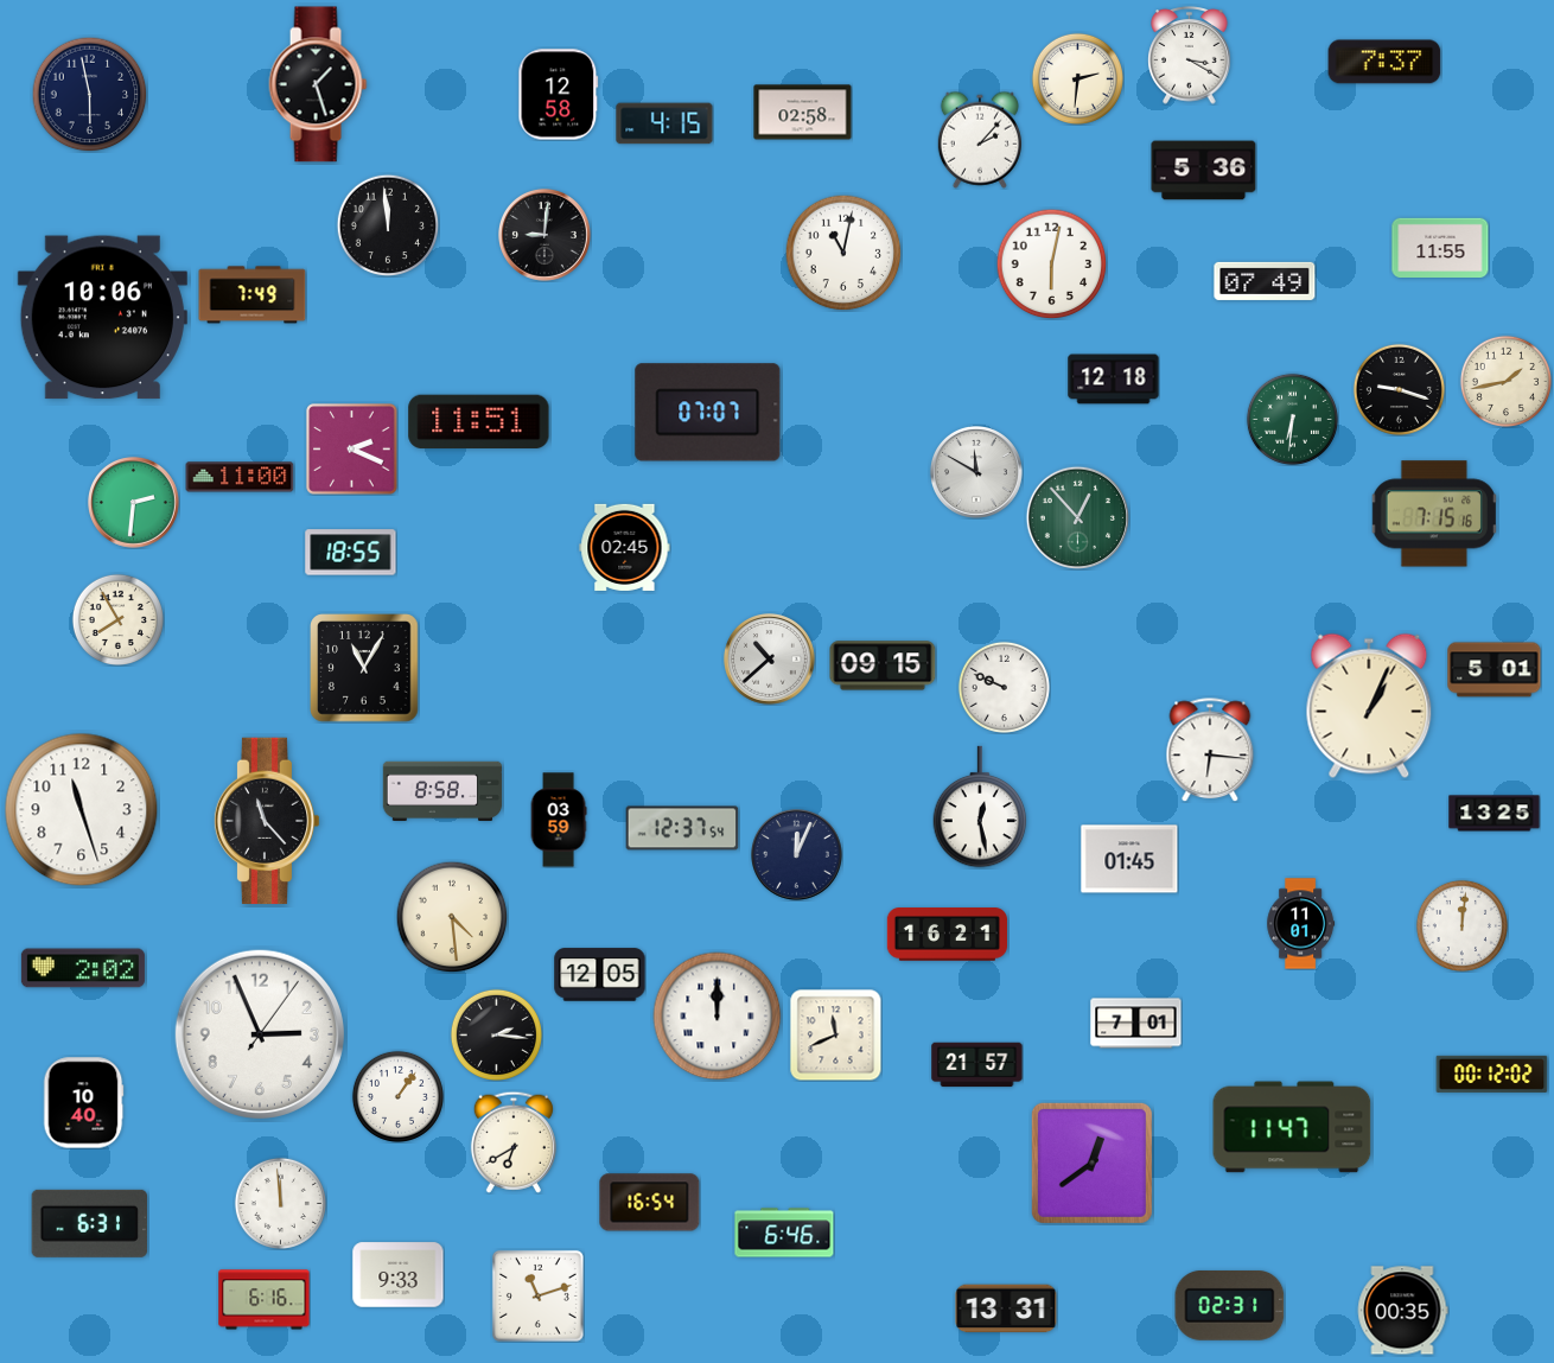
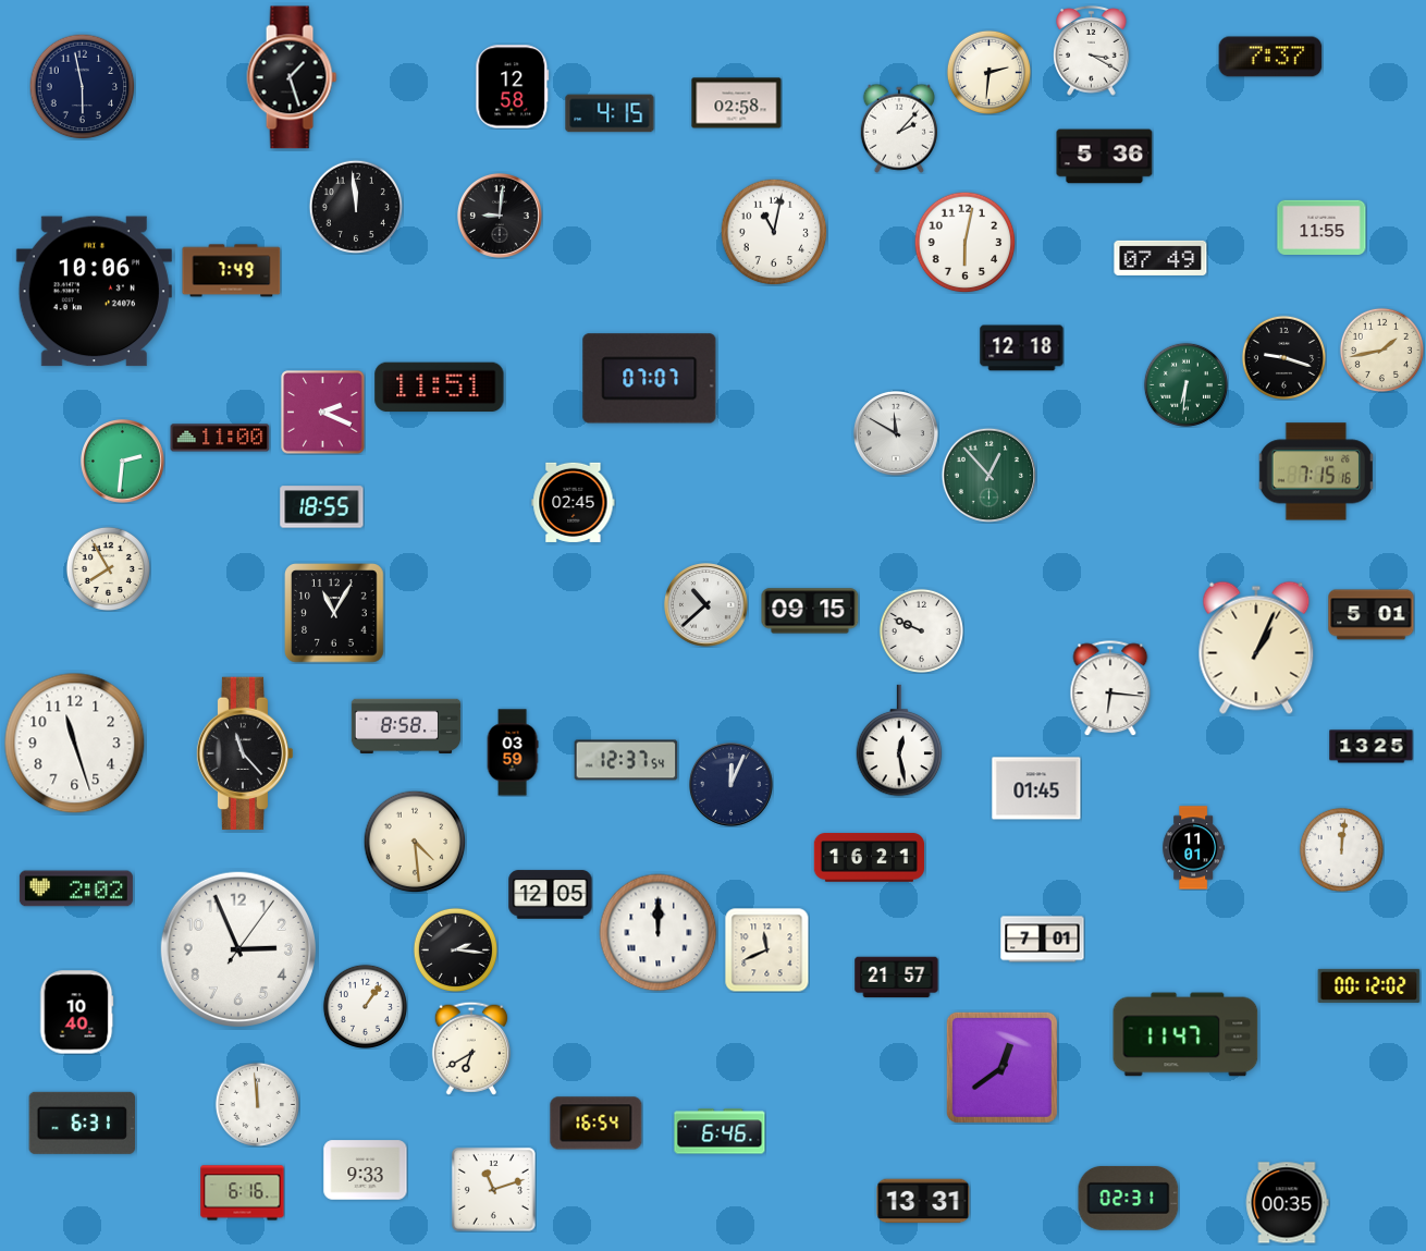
clock at (650, 1203) position: (650, 1203) -> (597, 1124)
